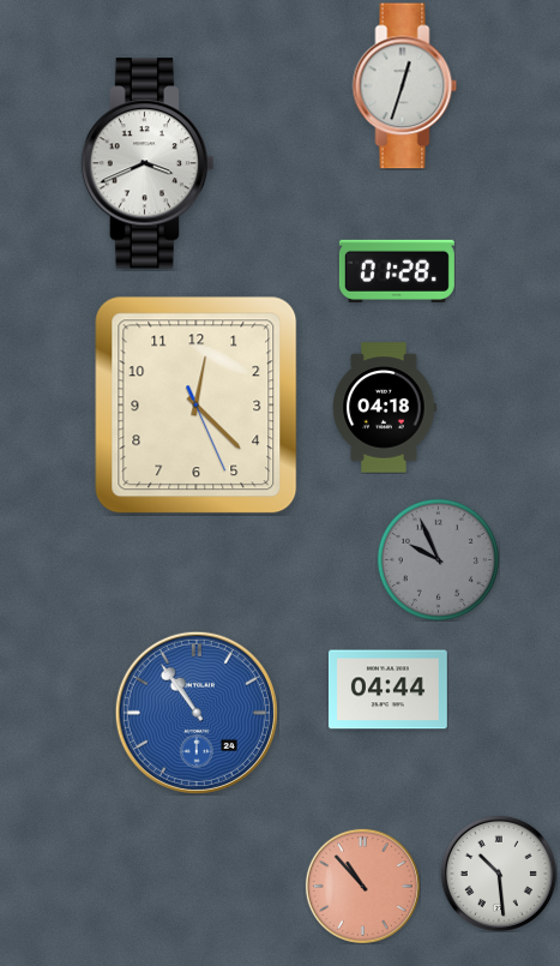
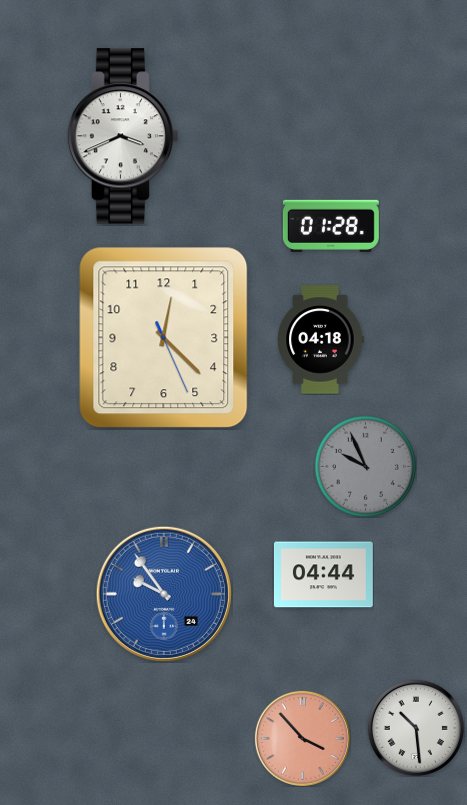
clock at (405, 86): 12:33 -> none
clock at (197, 713): 10:54 -> 9:54
clock at (362, 886): 10:53 -> 3:53
